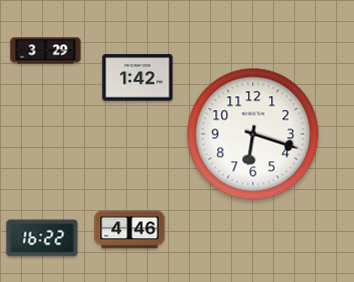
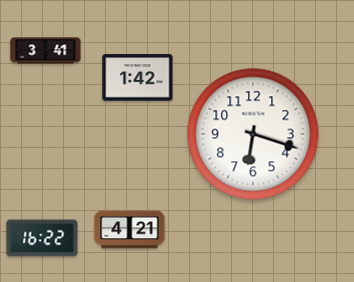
clock at (46, 51): 3:29 -> 3:41
clock at (130, 230): 4:46 -> 4:21
